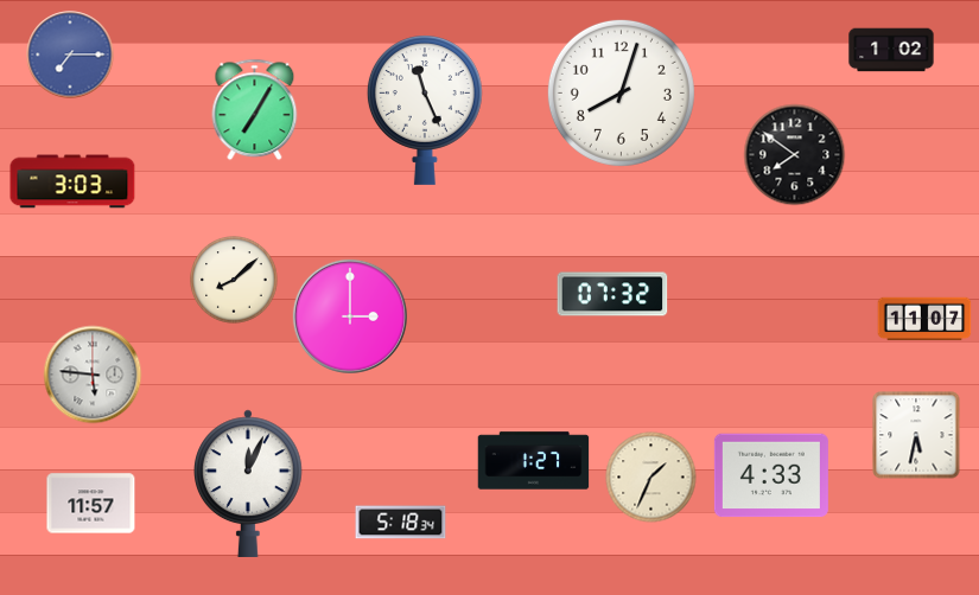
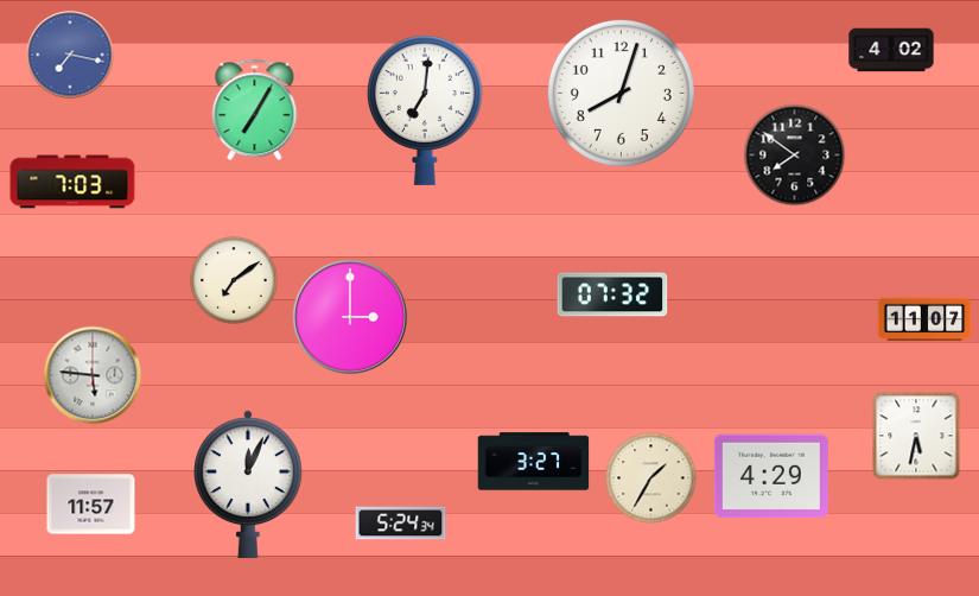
clock at (891, 50): 1:02 -> 4:02
clock at (70, 55): 7:15 -> 7:17
clock at (425, 110): 11:26 -> 7:01
clock at (72, 181): 3:03 -> 7:03
clock at (234, 280): 8:08 -> 7:09
clock at (534, 461): 1:27 -> 3:27
clock at (771, 475): 4:33 -> 4:29
clock at (651, 478): 1:34 -> 1:35
clock at (401, 523): 5:18 -> 5:24
